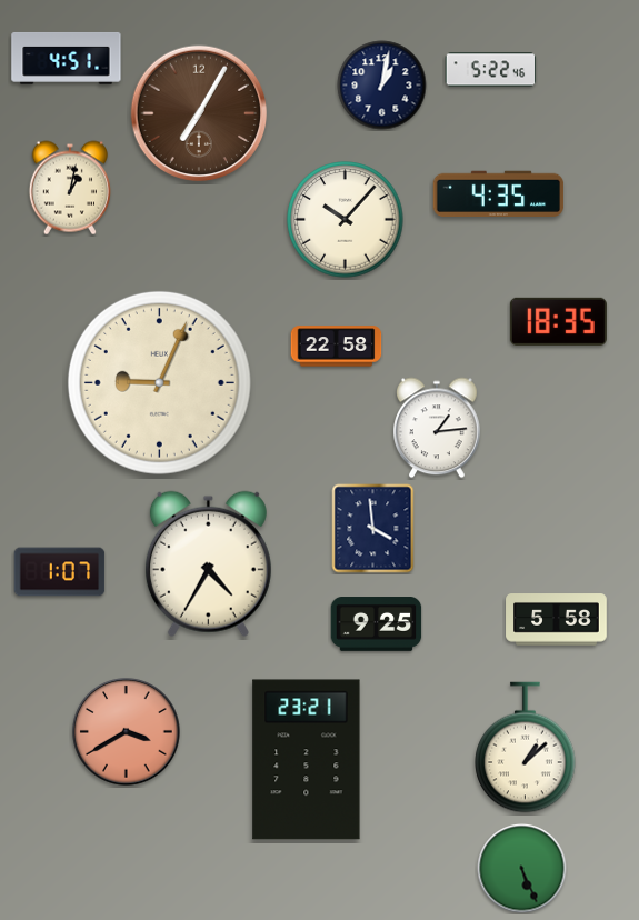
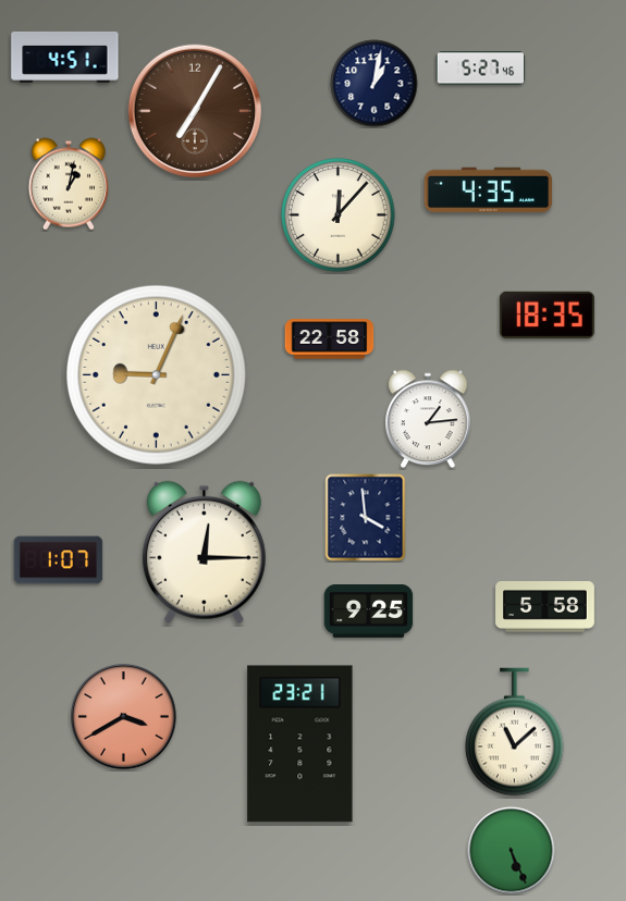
clock at (491, 70): 5:22 -> 5:27
clock at (346, 220): 10:07 -> 12:07
clock at (208, 563): 4:35 -> 12:15
clock at (526, 748): 1:08 -> 11:08
